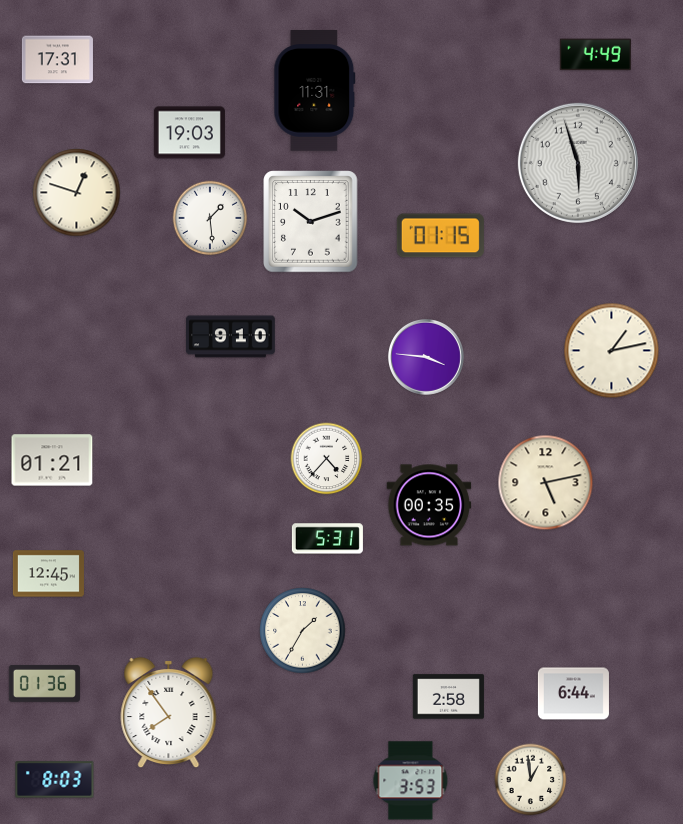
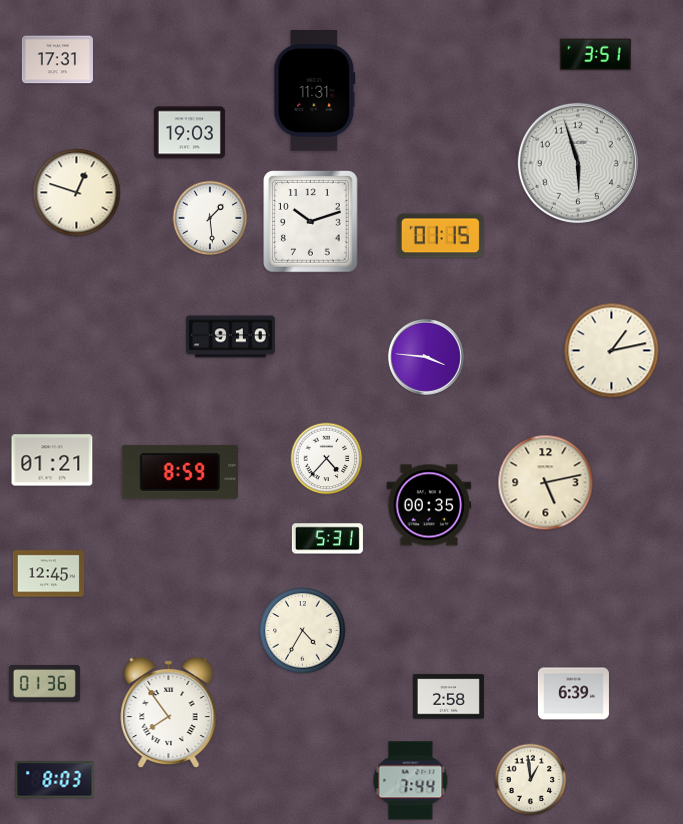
clock at (595, 55): 4:49 -> 3:51
clock at (179, 472): none -> 8:59
clock at (303, 631): 1:35 -> 4:35
clock at (573, 694): 6:44 -> 6:39
clock at (411, 781): 3:53 -> 7:44
